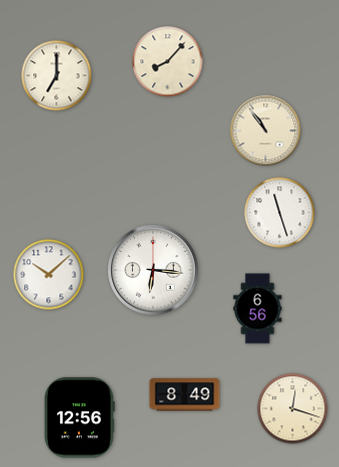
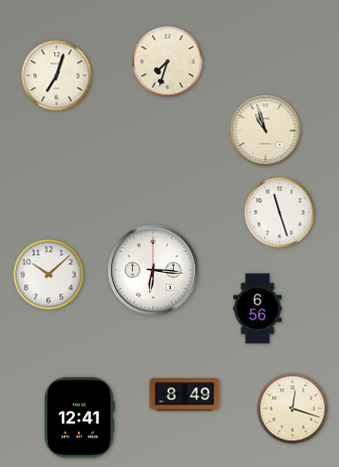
clock at (168, 62): 8:07 -> 7:33
clock at (57, 76): 7:00 -> 7:03
clock at (266, 131): 10:54 -> 10:57
clock at (80, 418): 12:56 -> 12:41
